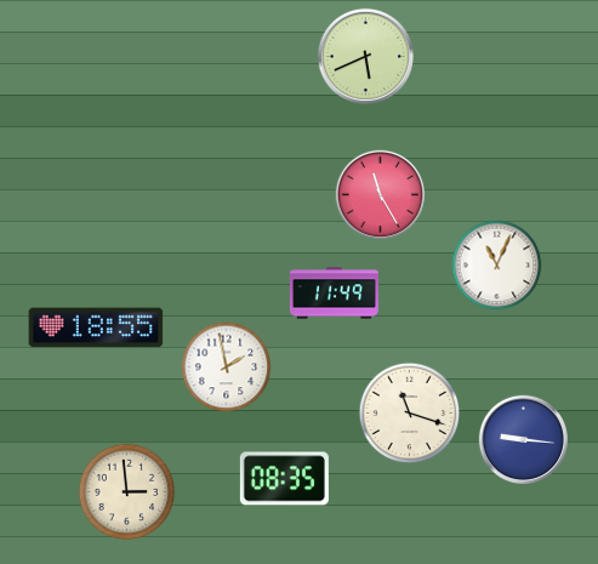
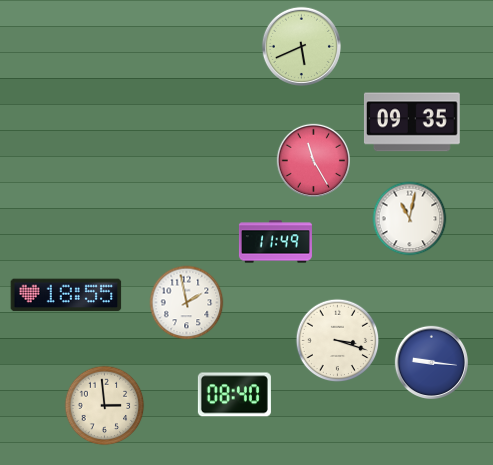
clock at (412, 122): none -> 09:35
clock at (497, 266): 11:04 -> 11:02
clock at (96, 327) position: (96, 327) -> (66, 295)
clock at (410, 414): 11:18 -> 3:18
clock at (284, 479): 08:35 -> 08:40
